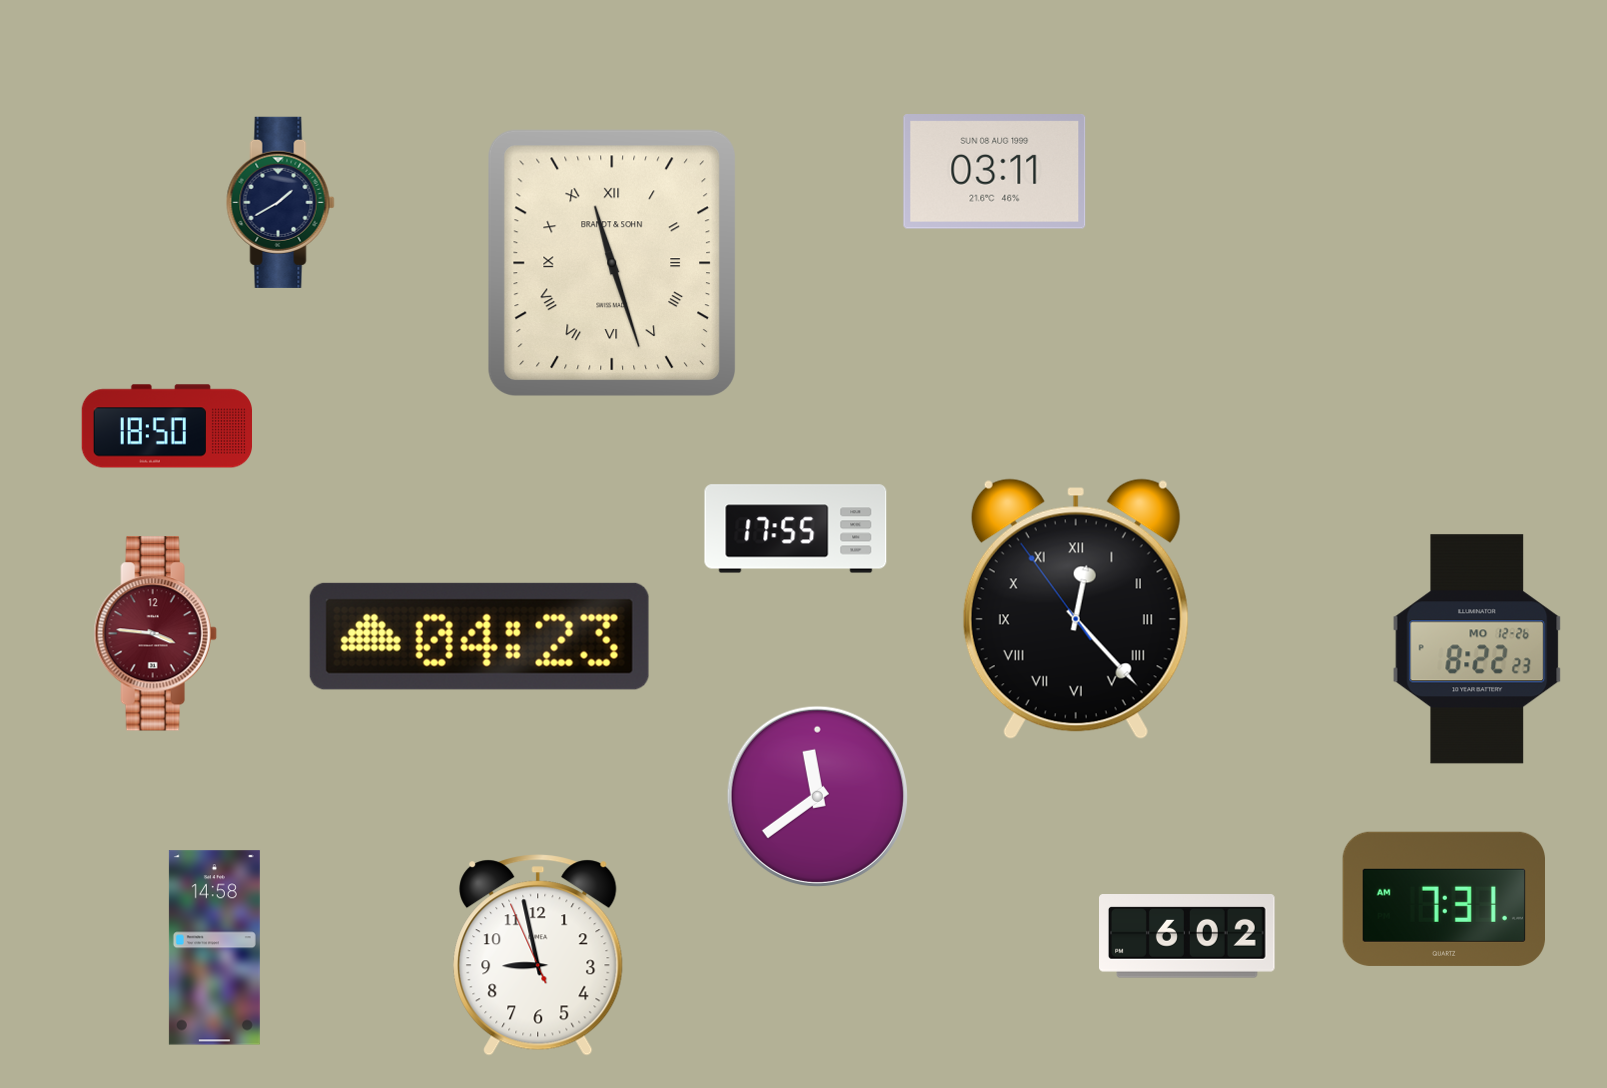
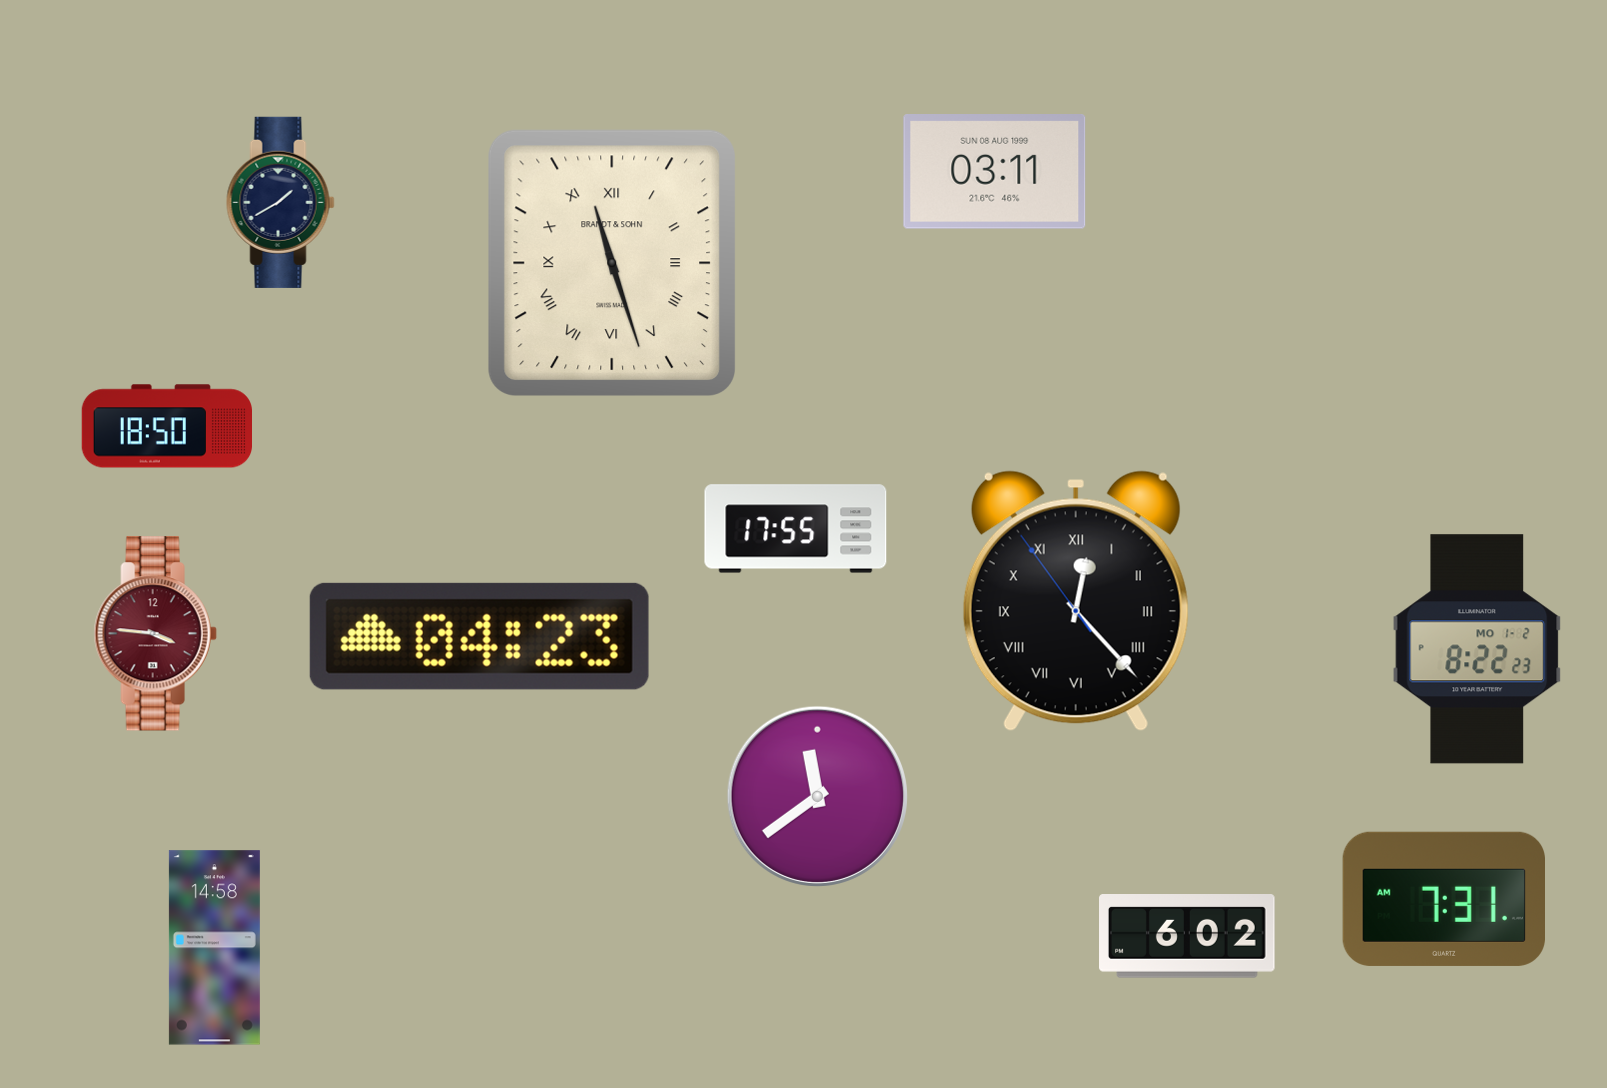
clock at (1076, 609) position: (1076, 609) -> (1076, 601)
clock at (1477, 649) date: MO 12-26 -> MO 1-2
clock at (538, 955): 8:57 -> none
